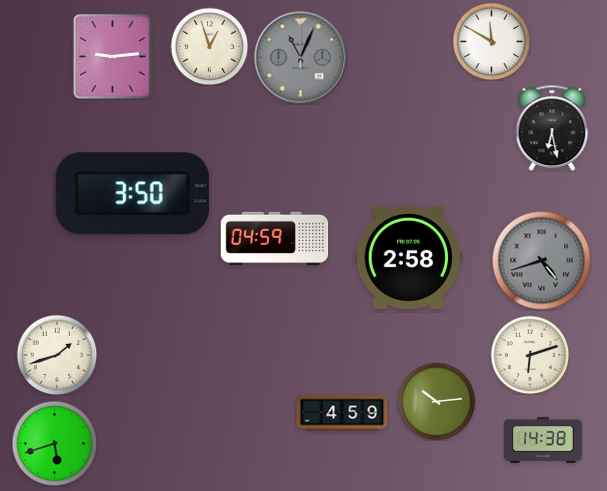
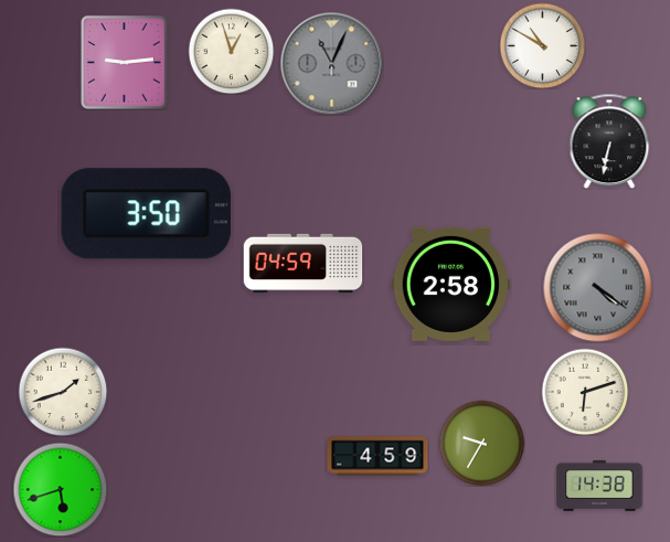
clock at (491, 41): 11:50 -> 10:50
clock at (552, 128): 6:28 -> 6:32
clock at (542, 261): 4:42 -> 4:21
clock at (436, 401): 10:14 -> 9:35
